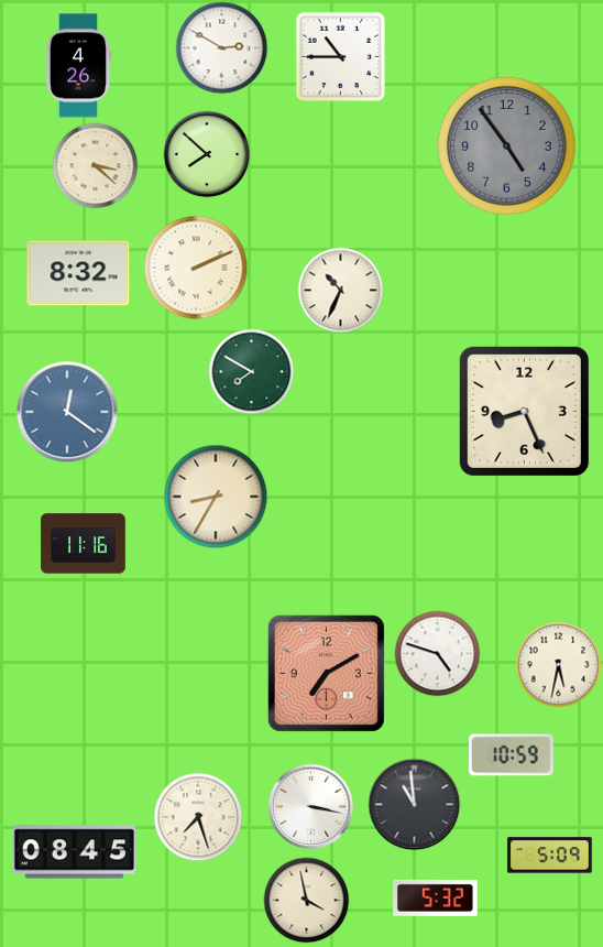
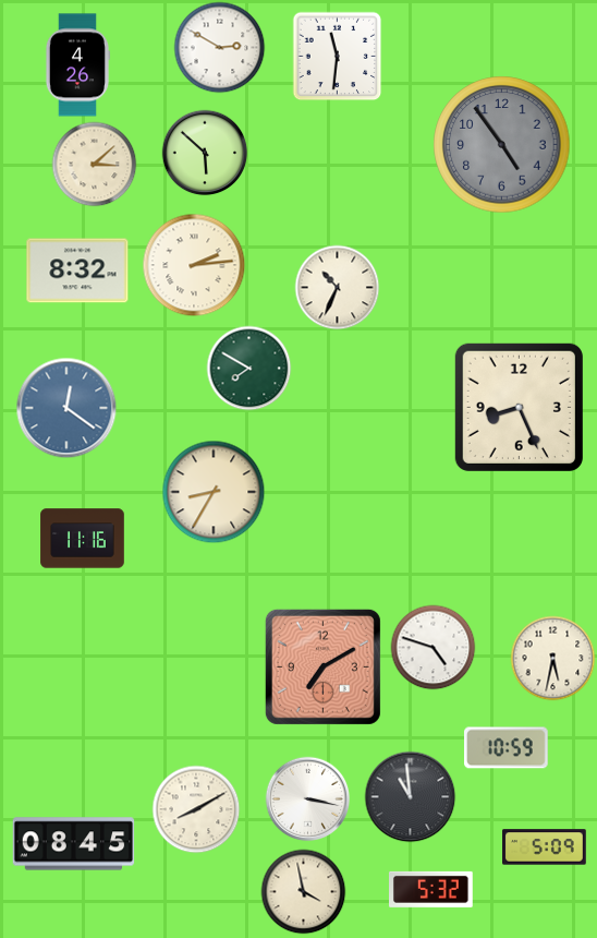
clock at (340, 56): 10:45 -> 11:31
clock at (207, 154): 7:52 -> 5:52
clock at (95, 165): 3:22 -> 3:08
clock at (196, 268): 2:11 -> 2:14
clock at (198, 817): 7:27 -> 8:10
